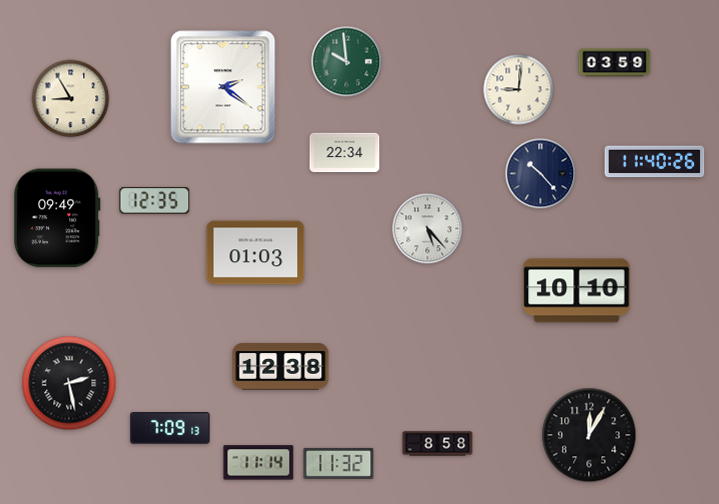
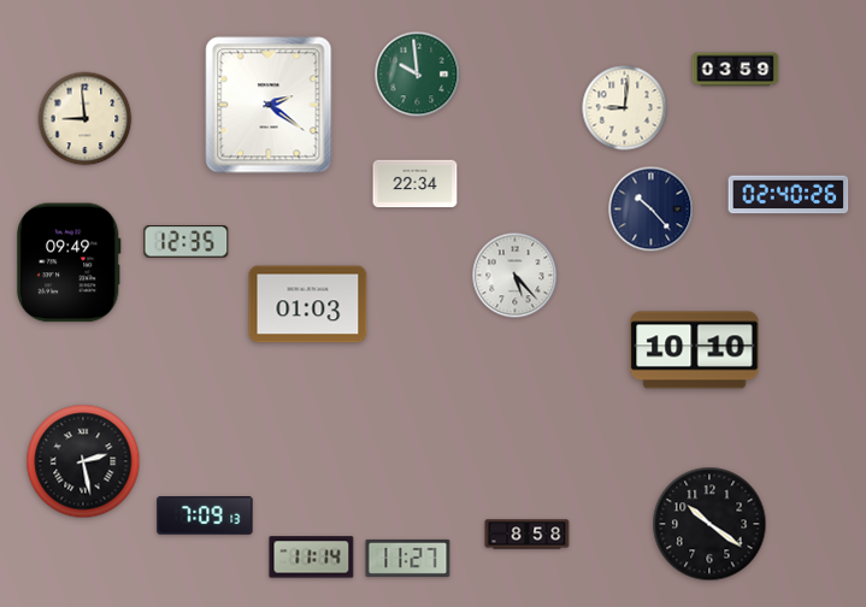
clock at (615, 63) position: (615, 63) -> (736, 70)
clock at (71, 99): 8:55 -> 8:59
clock at (655, 162): 11:40 -> 02:40
clock at (281, 367): 12:38 -> none
clock at (589, 435): 12:05 -> 10:21
clock at (339, 463): 11:32 -> 11:27
